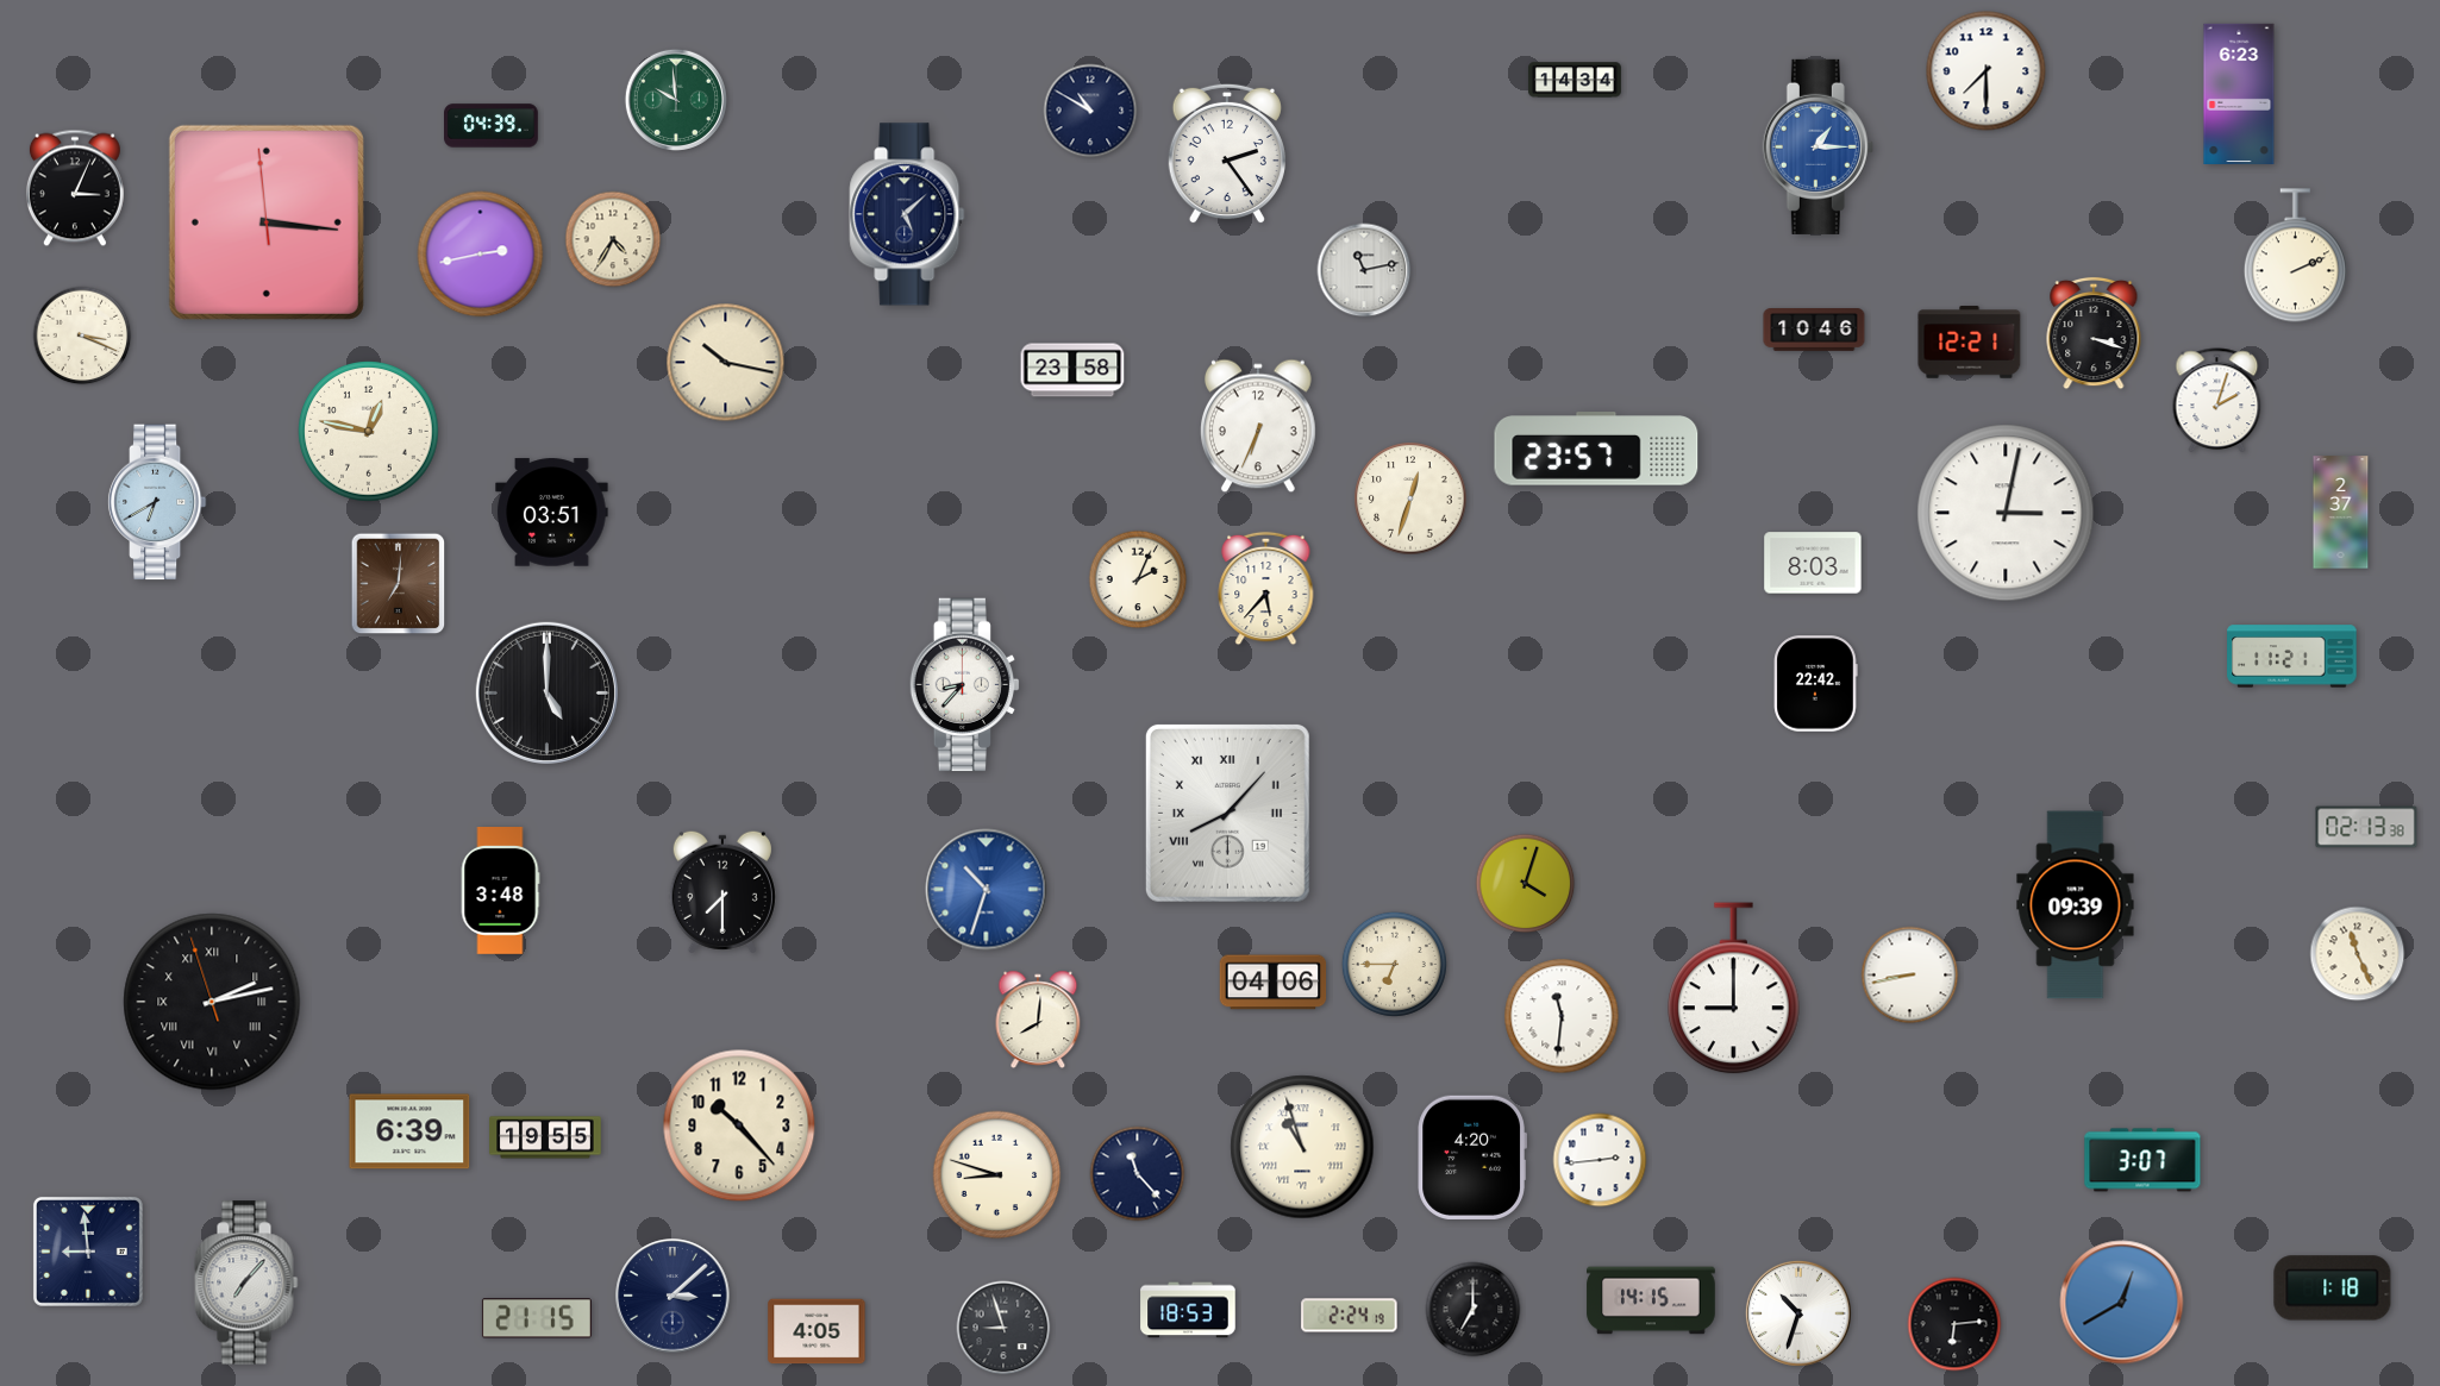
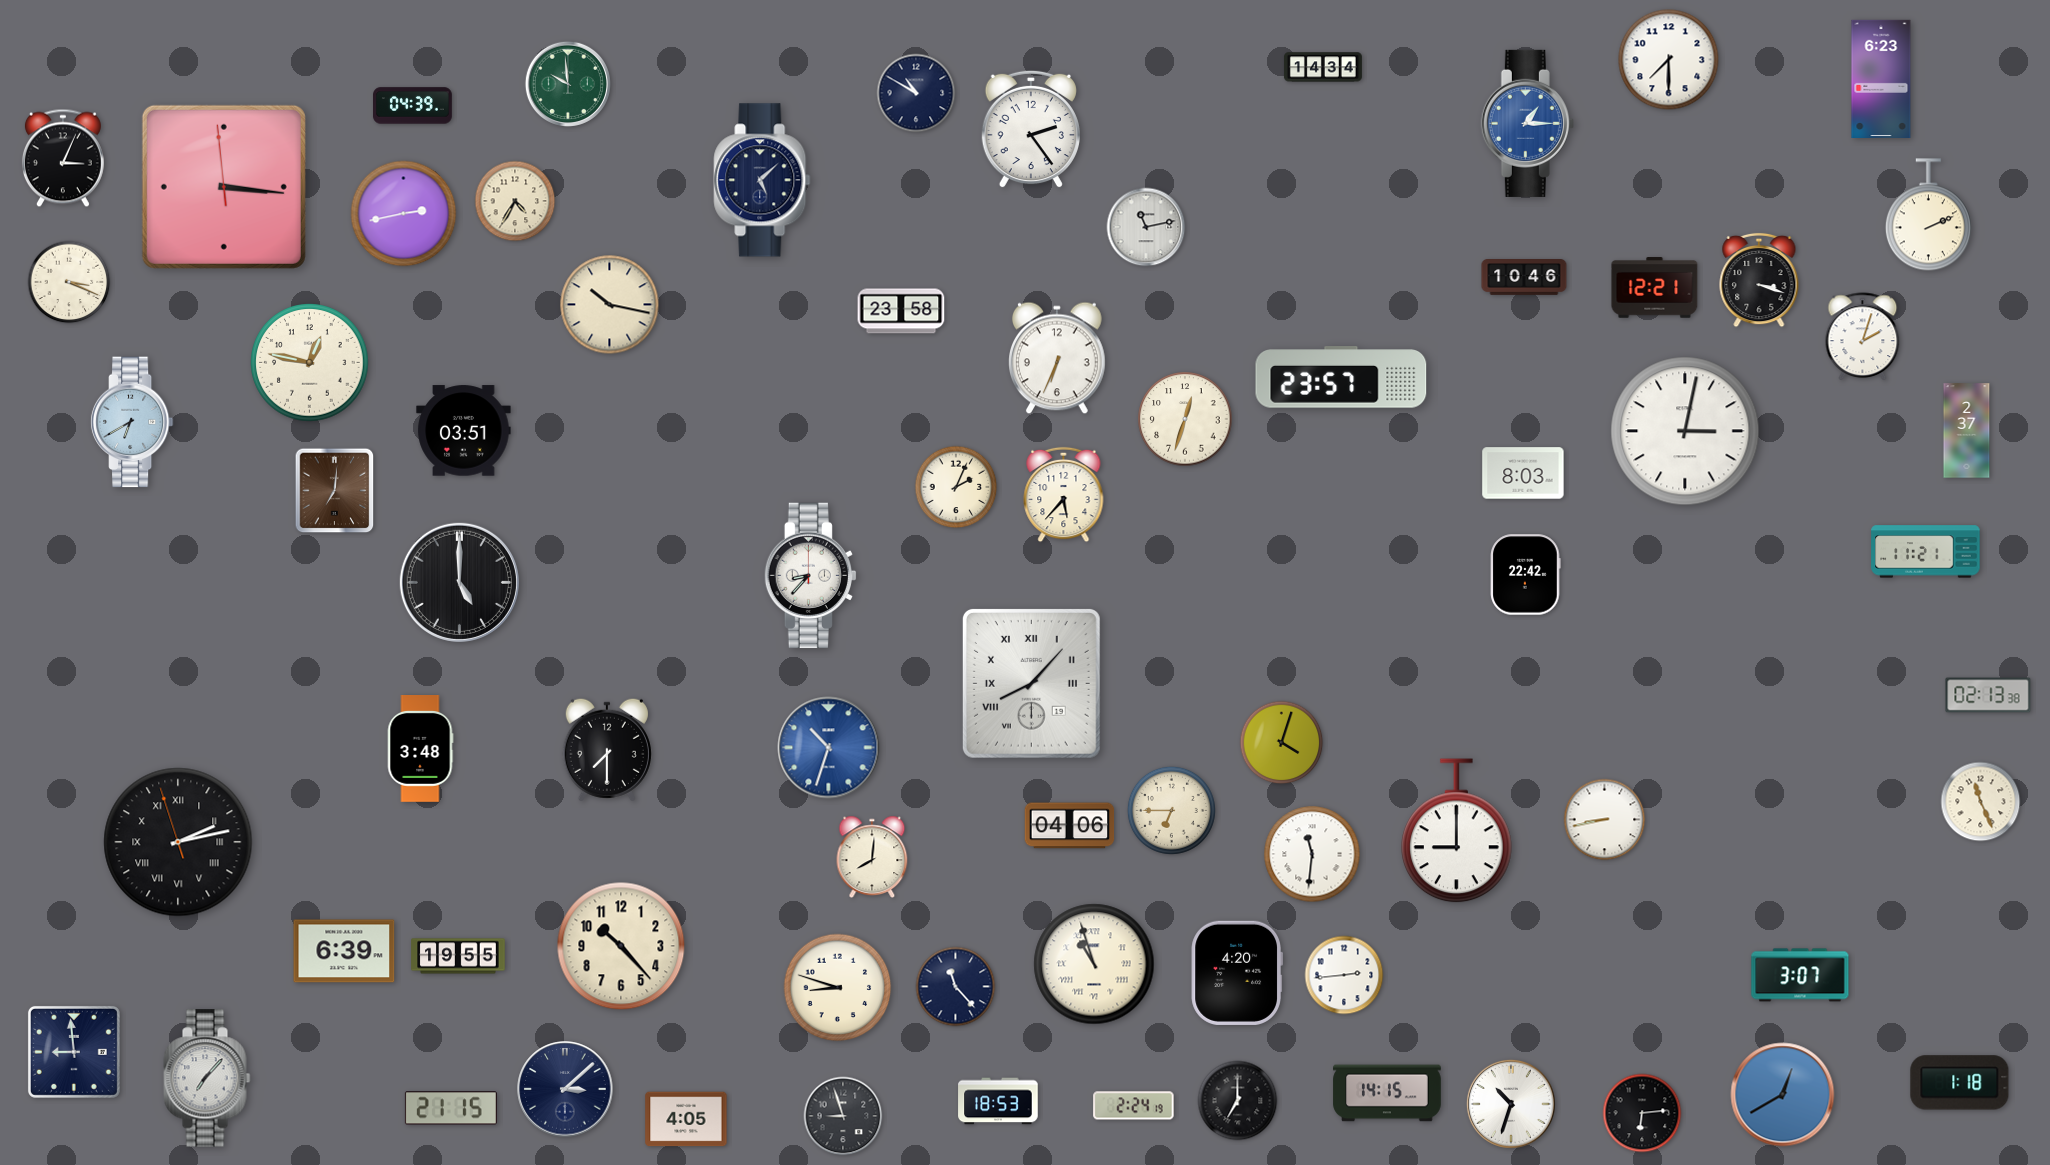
clock at (2076, 905): 09:39 -> none
